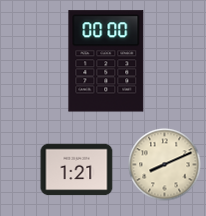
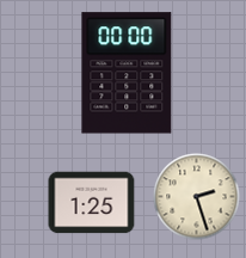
clock at (165, 165): 8:11 -> 2:27
clock at (77, 170): 1:21 -> 1:25
